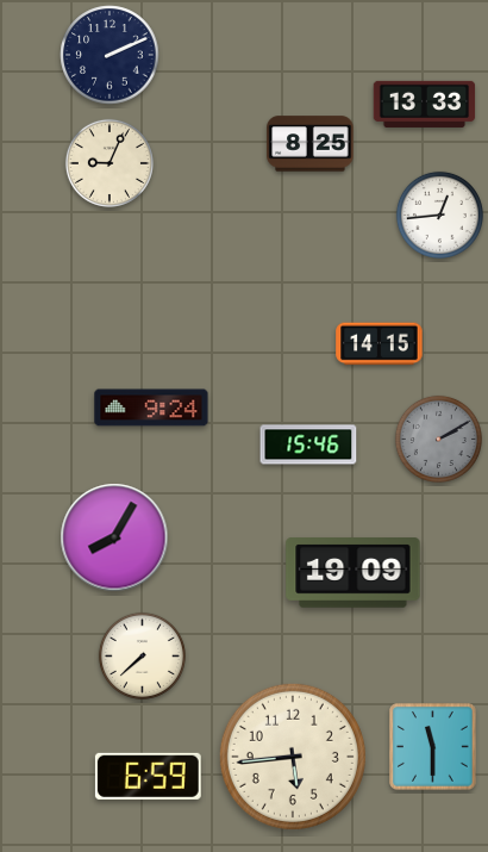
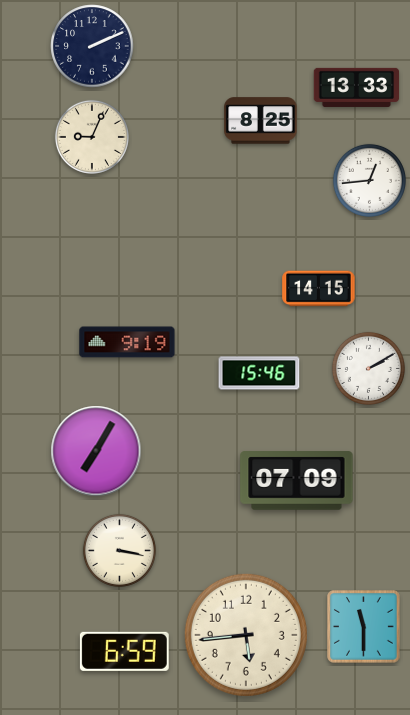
clock at (151, 408): 9:24 -> 9:19
clock at (438, 439) dial: grey -> white
clock at (114, 537): 8:05 -> 7:05
clock at (354, 573): 19:09 -> 07:09
clock at (142, 655): 7:38 -> 3:17
